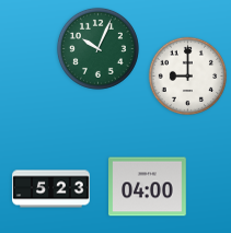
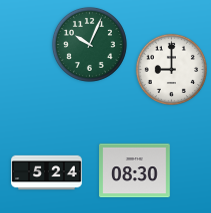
clock at (148, 187): 04:00 -> 08:30
clock at (51, 189): 5:23 -> 5:24
